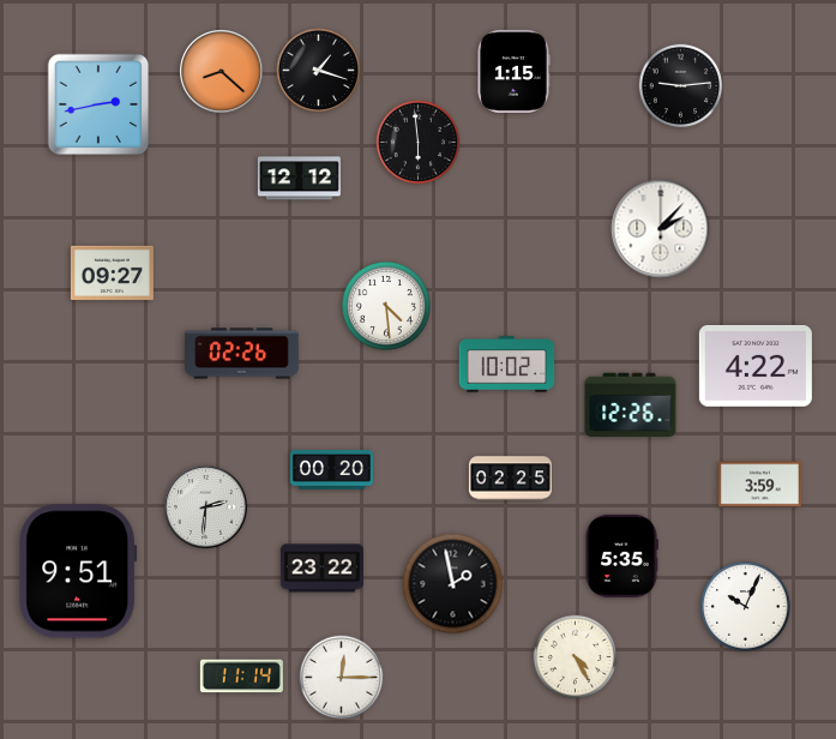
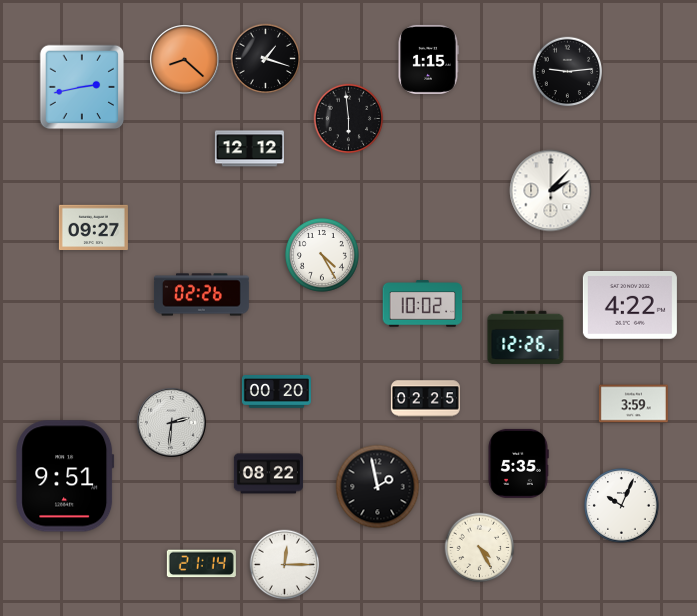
clock at (386, 306): 4:29 -> 4:25
clock at (321, 569): 23:22 -> 08:22
clock at (241, 677): 11:14 -> 21:14
